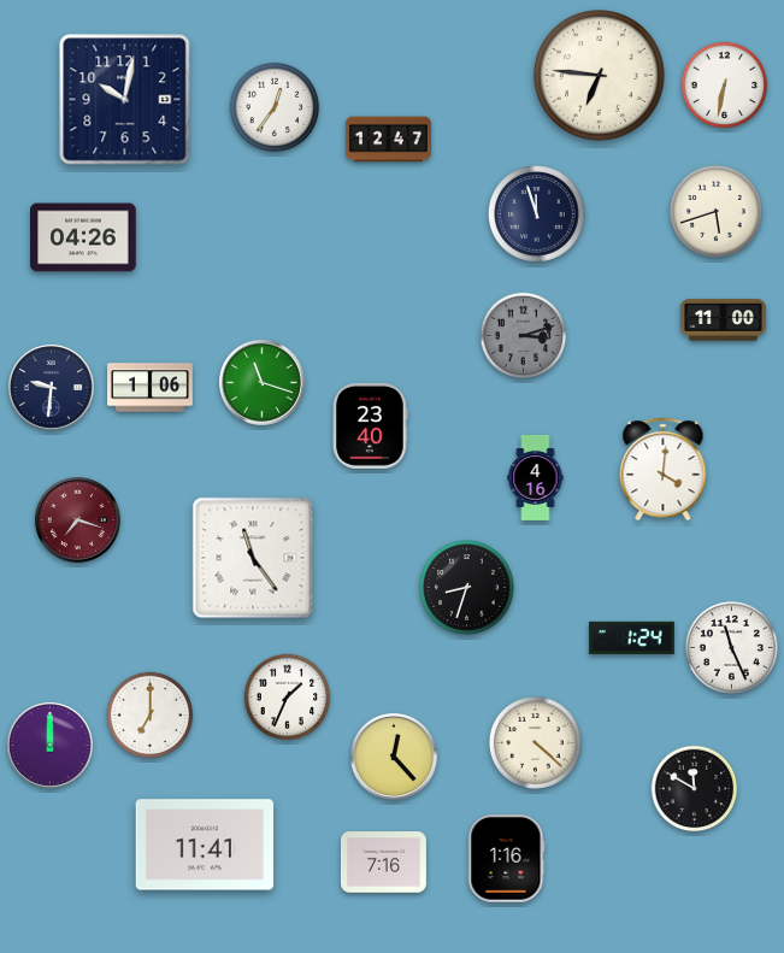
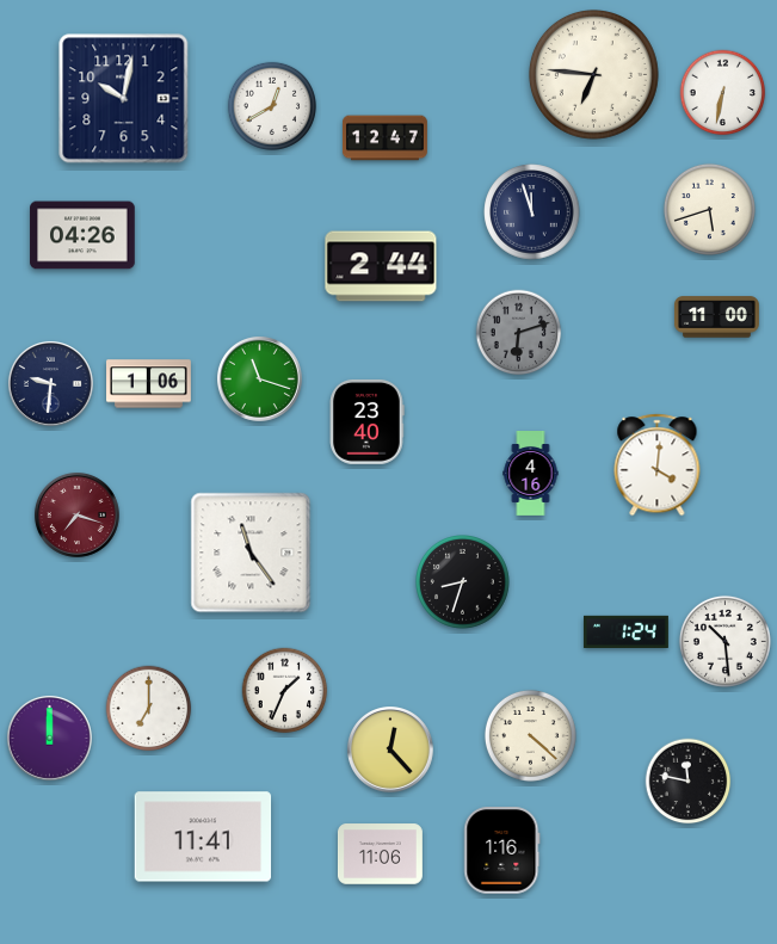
clock at (725, 86) position: (725, 86) -> (723, 93)
clock at (275, 107): 12:36 -> 12:40
clock at (381, 266): none -> 2:44
clock at (524, 336): 3:12 -> 6:12
clock at (731, 647): 11:26 -> 10:29
clock at (695, 789): 11:50 -> 11:47
clock at (383, 863): 7:16 -> 11:06
